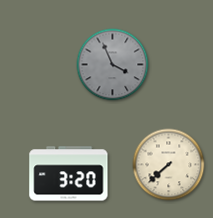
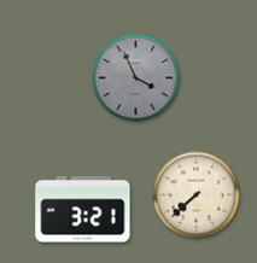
clock at (169, 165) position: (169, 165) -> (197, 195)
clock at (69, 174): 3:20 -> 3:21
